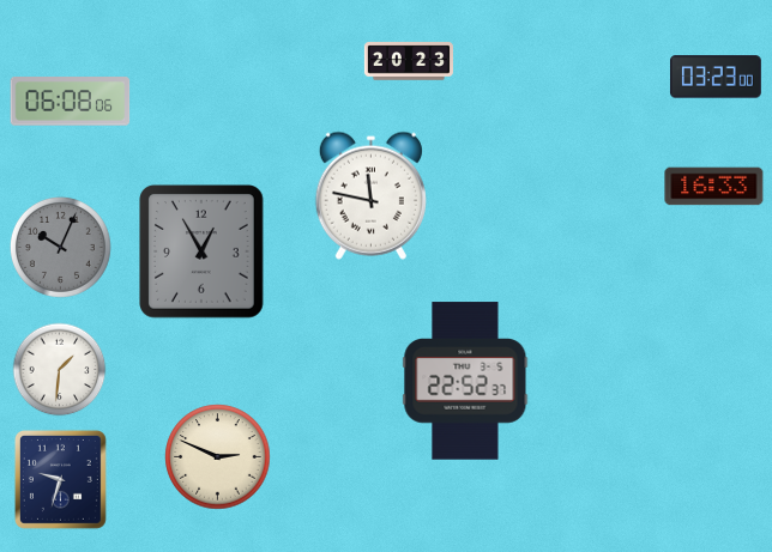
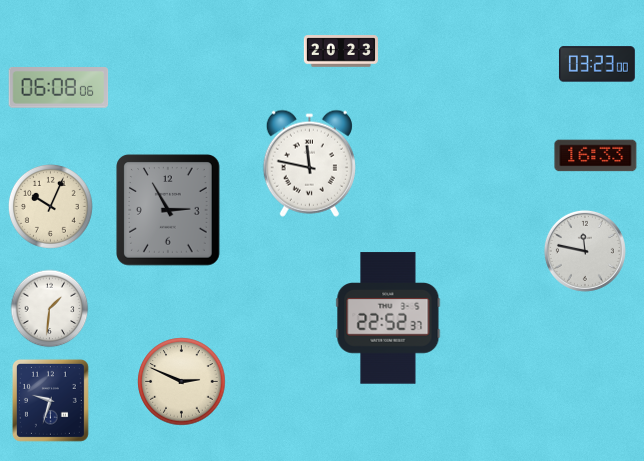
clock at (71, 102) position: (71, 102) -> (59, 88)
clock at (60, 247) dial: grey -> cream
clock at (201, 251): 12:55 -> 2:55
clock at (585, 251): none -> 11:47
